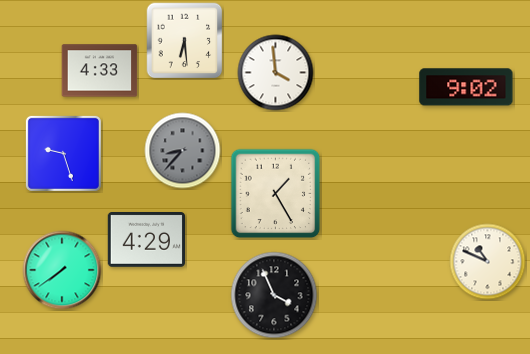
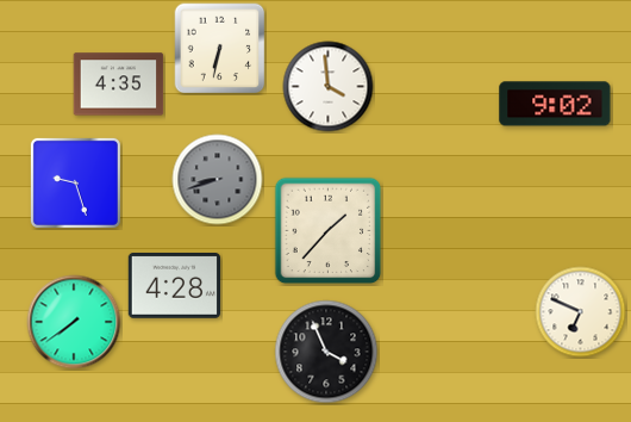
clock at (184, 41): 6:29 -> 6:32
clock at (100, 71): 4:33 -> 4:35
clock at (183, 151): 8:37 -> 8:42
clock at (276, 194): 1:25 -> 1:37
clock at (147, 240): 4:29 -> 4:28
clock at (488, 262): 10:49 -> 6:49
